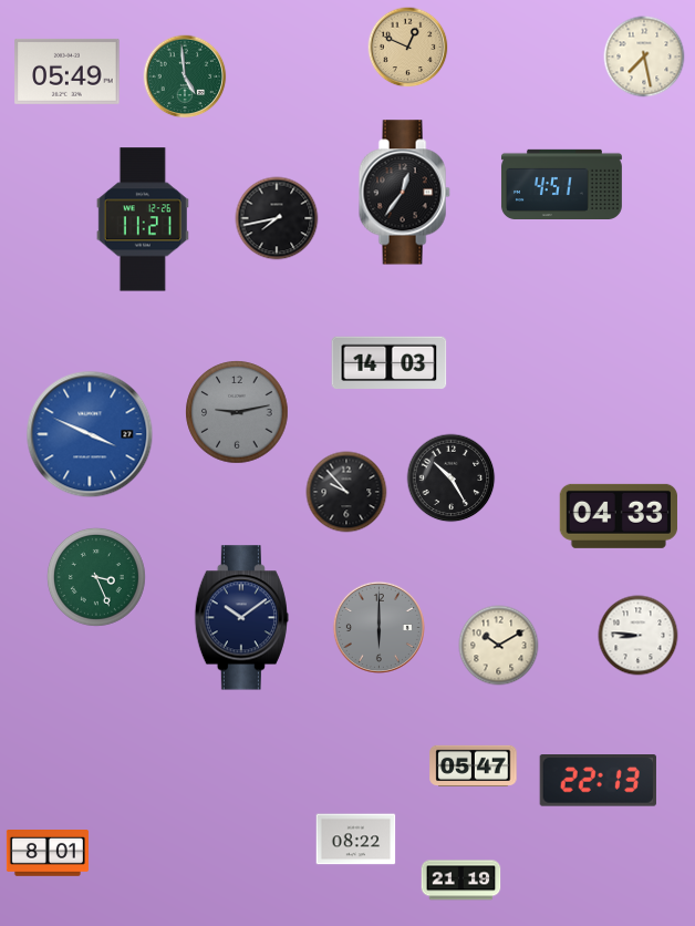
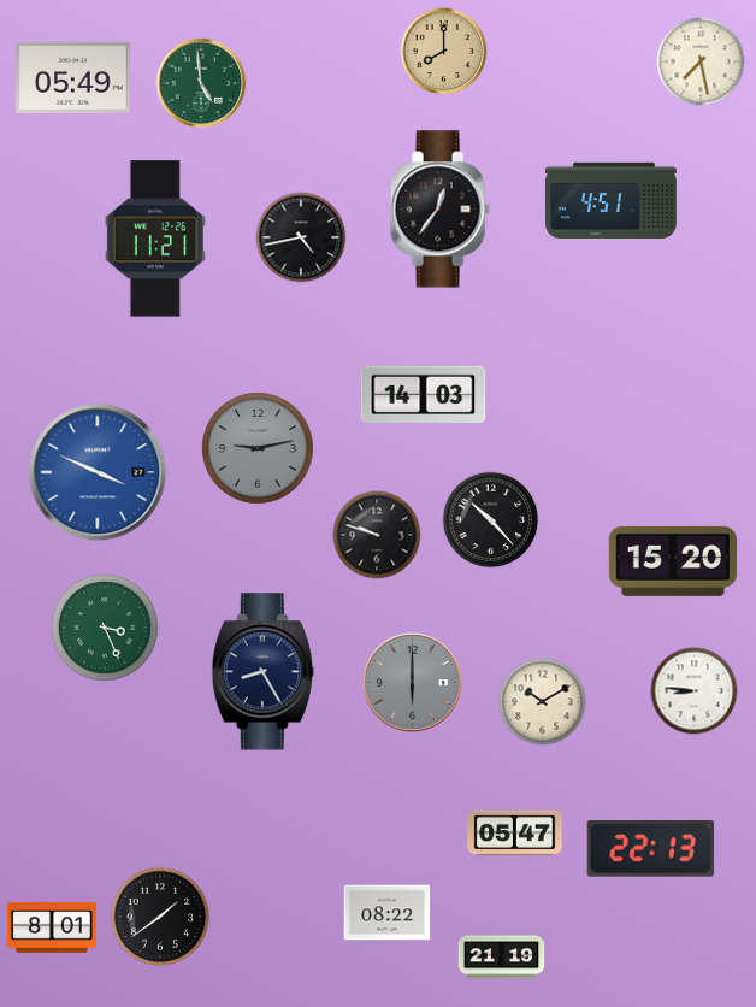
clock at (408, 48): 12:49 -> 8:00
clock at (277, 218): 7:43 -> 4:43
clock at (452, 479): 10:25 -> 10:23
clock at (346, 492): 9:53 -> 9:48
clock at (619, 516): 04:33 -> 15:20
clock at (241, 618): 10:09 -> 8:25
clock at (160, 917): none -> 1:39
